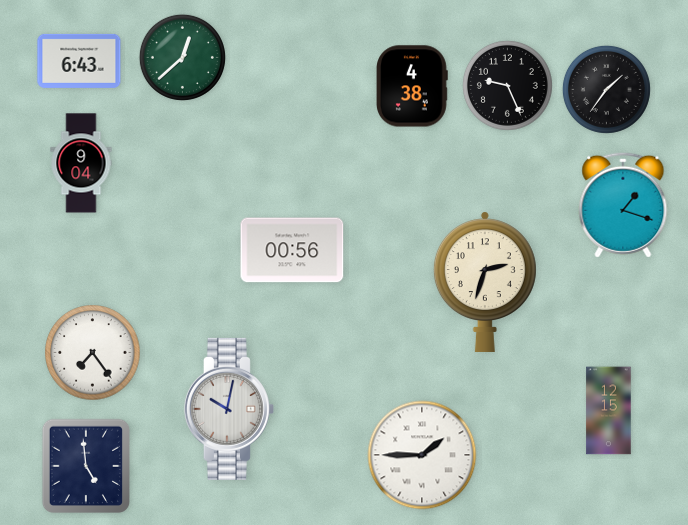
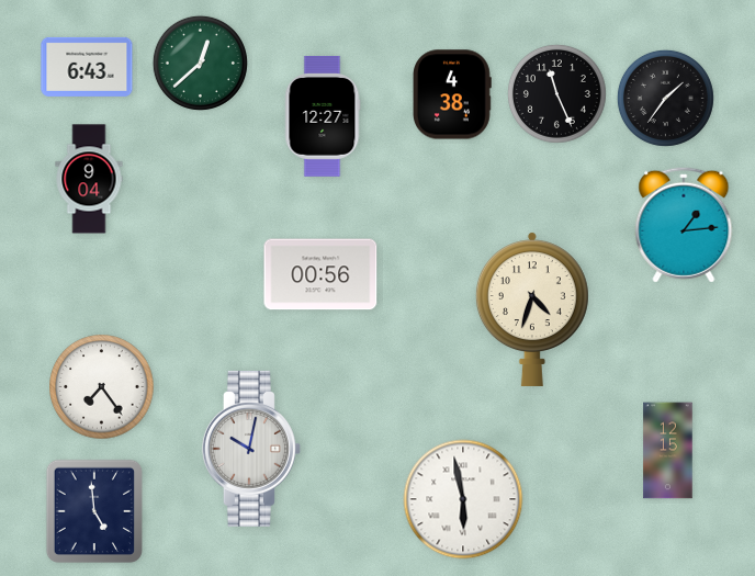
clock at (507, 85): 9:26 -> 11:26
clock at (323, 116): none -> 12:27
clock at (623, 205): 1:18 -> 1:14
clock at (485, 282): 2:33 -> 4:33
clock at (422, 455): 1:45 -> 5:58
